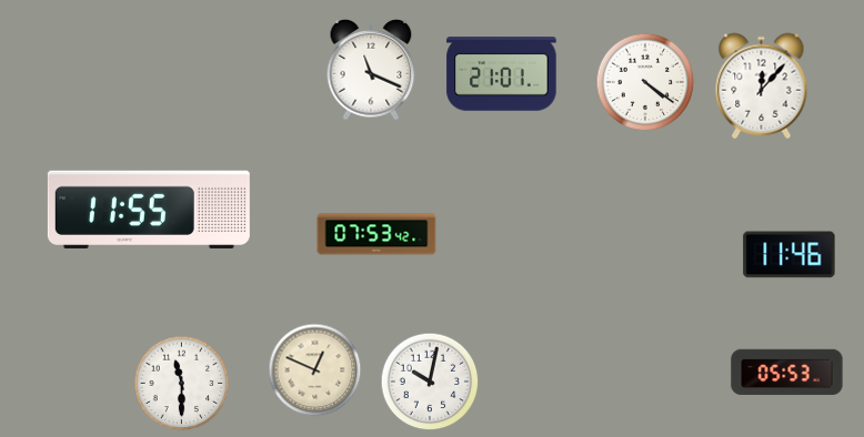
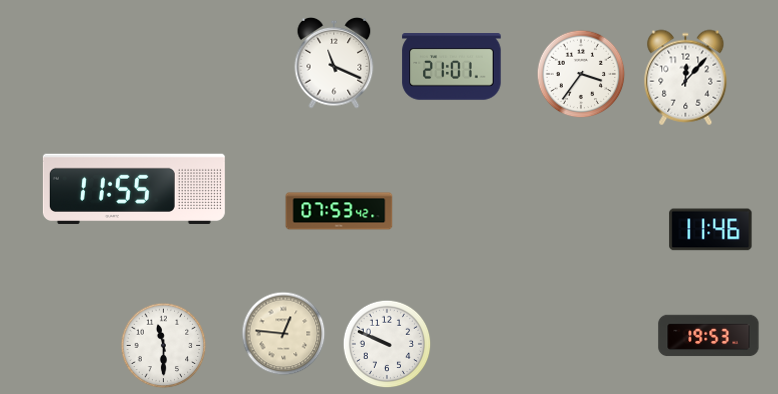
clock at (645, 82): 4:21 -> 3:36
clock at (315, 370): 12:49 -> 12:46
clock at (787, 373): 05:53 -> 19:53
clock at (430, 382): 10:02 -> 9:49
